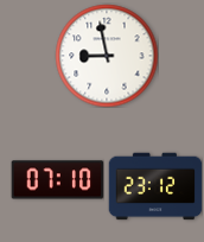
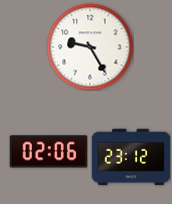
clock at (107, 56): 8:58 -> 9:25
clock at (57, 180): 07:10 -> 02:06
